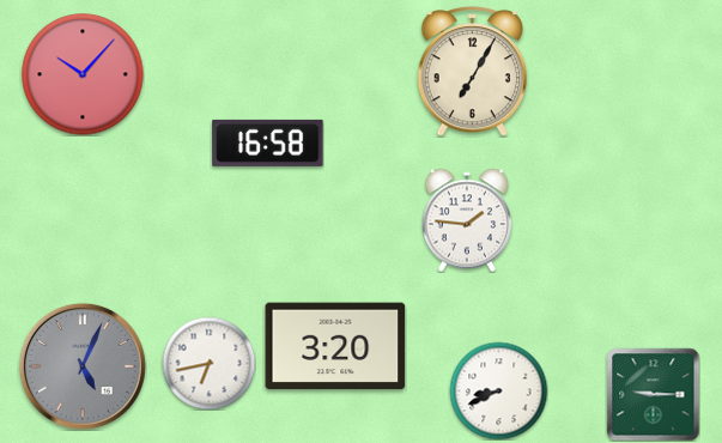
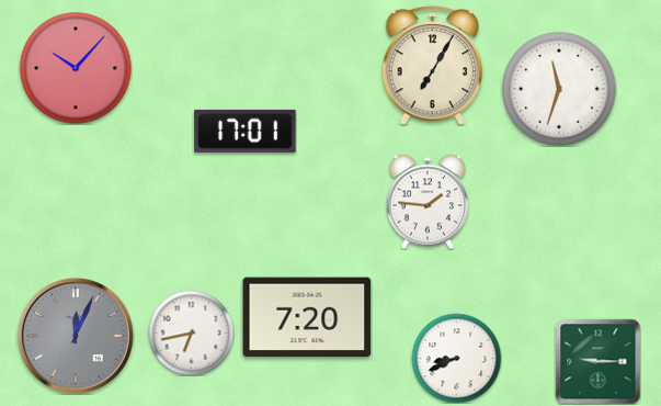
clock at (559, 89): none -> 11:33
clock at (268, 142): 16:58 -> 17:01
clock at (335, 346): 3:20 -> 7:20
clock at (83, 366): 5:04 -> 12:04
